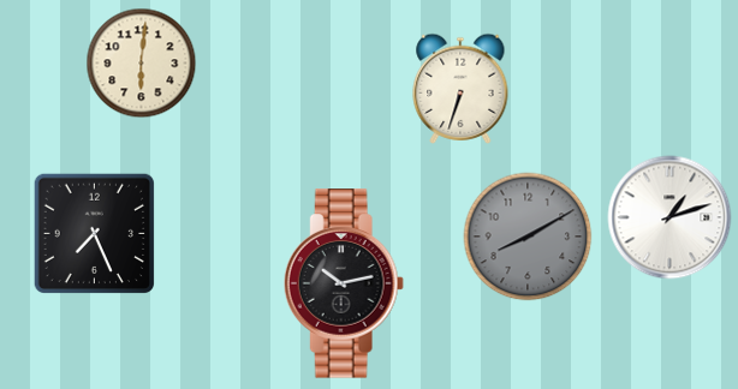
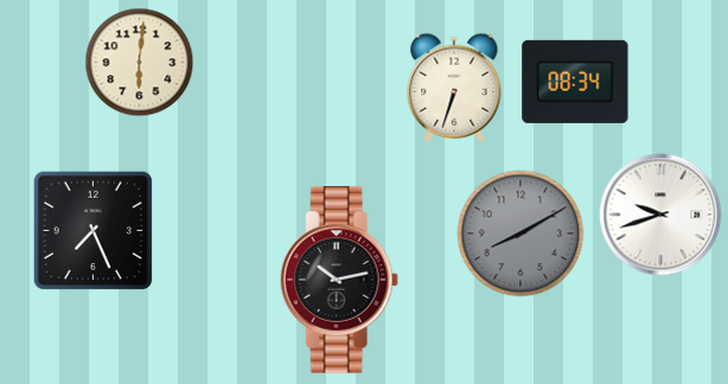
clock at (575, 82): none -> 08:34
clock at (669, 217): 1:12 -> 9:42
